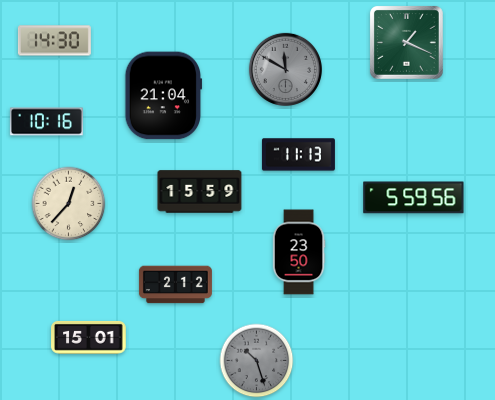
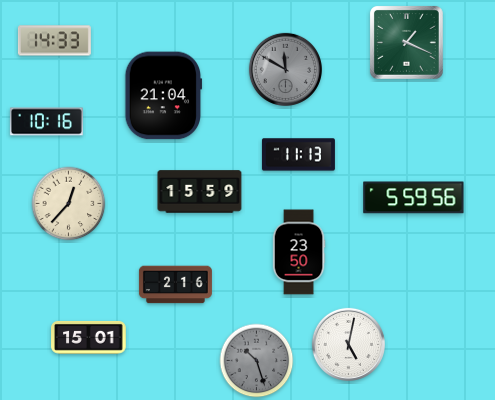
clock at (54, 41): 14:30 -> 14:33
clock at (175, 285): 2:12 -> 2:16
clock at (348, 344): none -> 5:02
